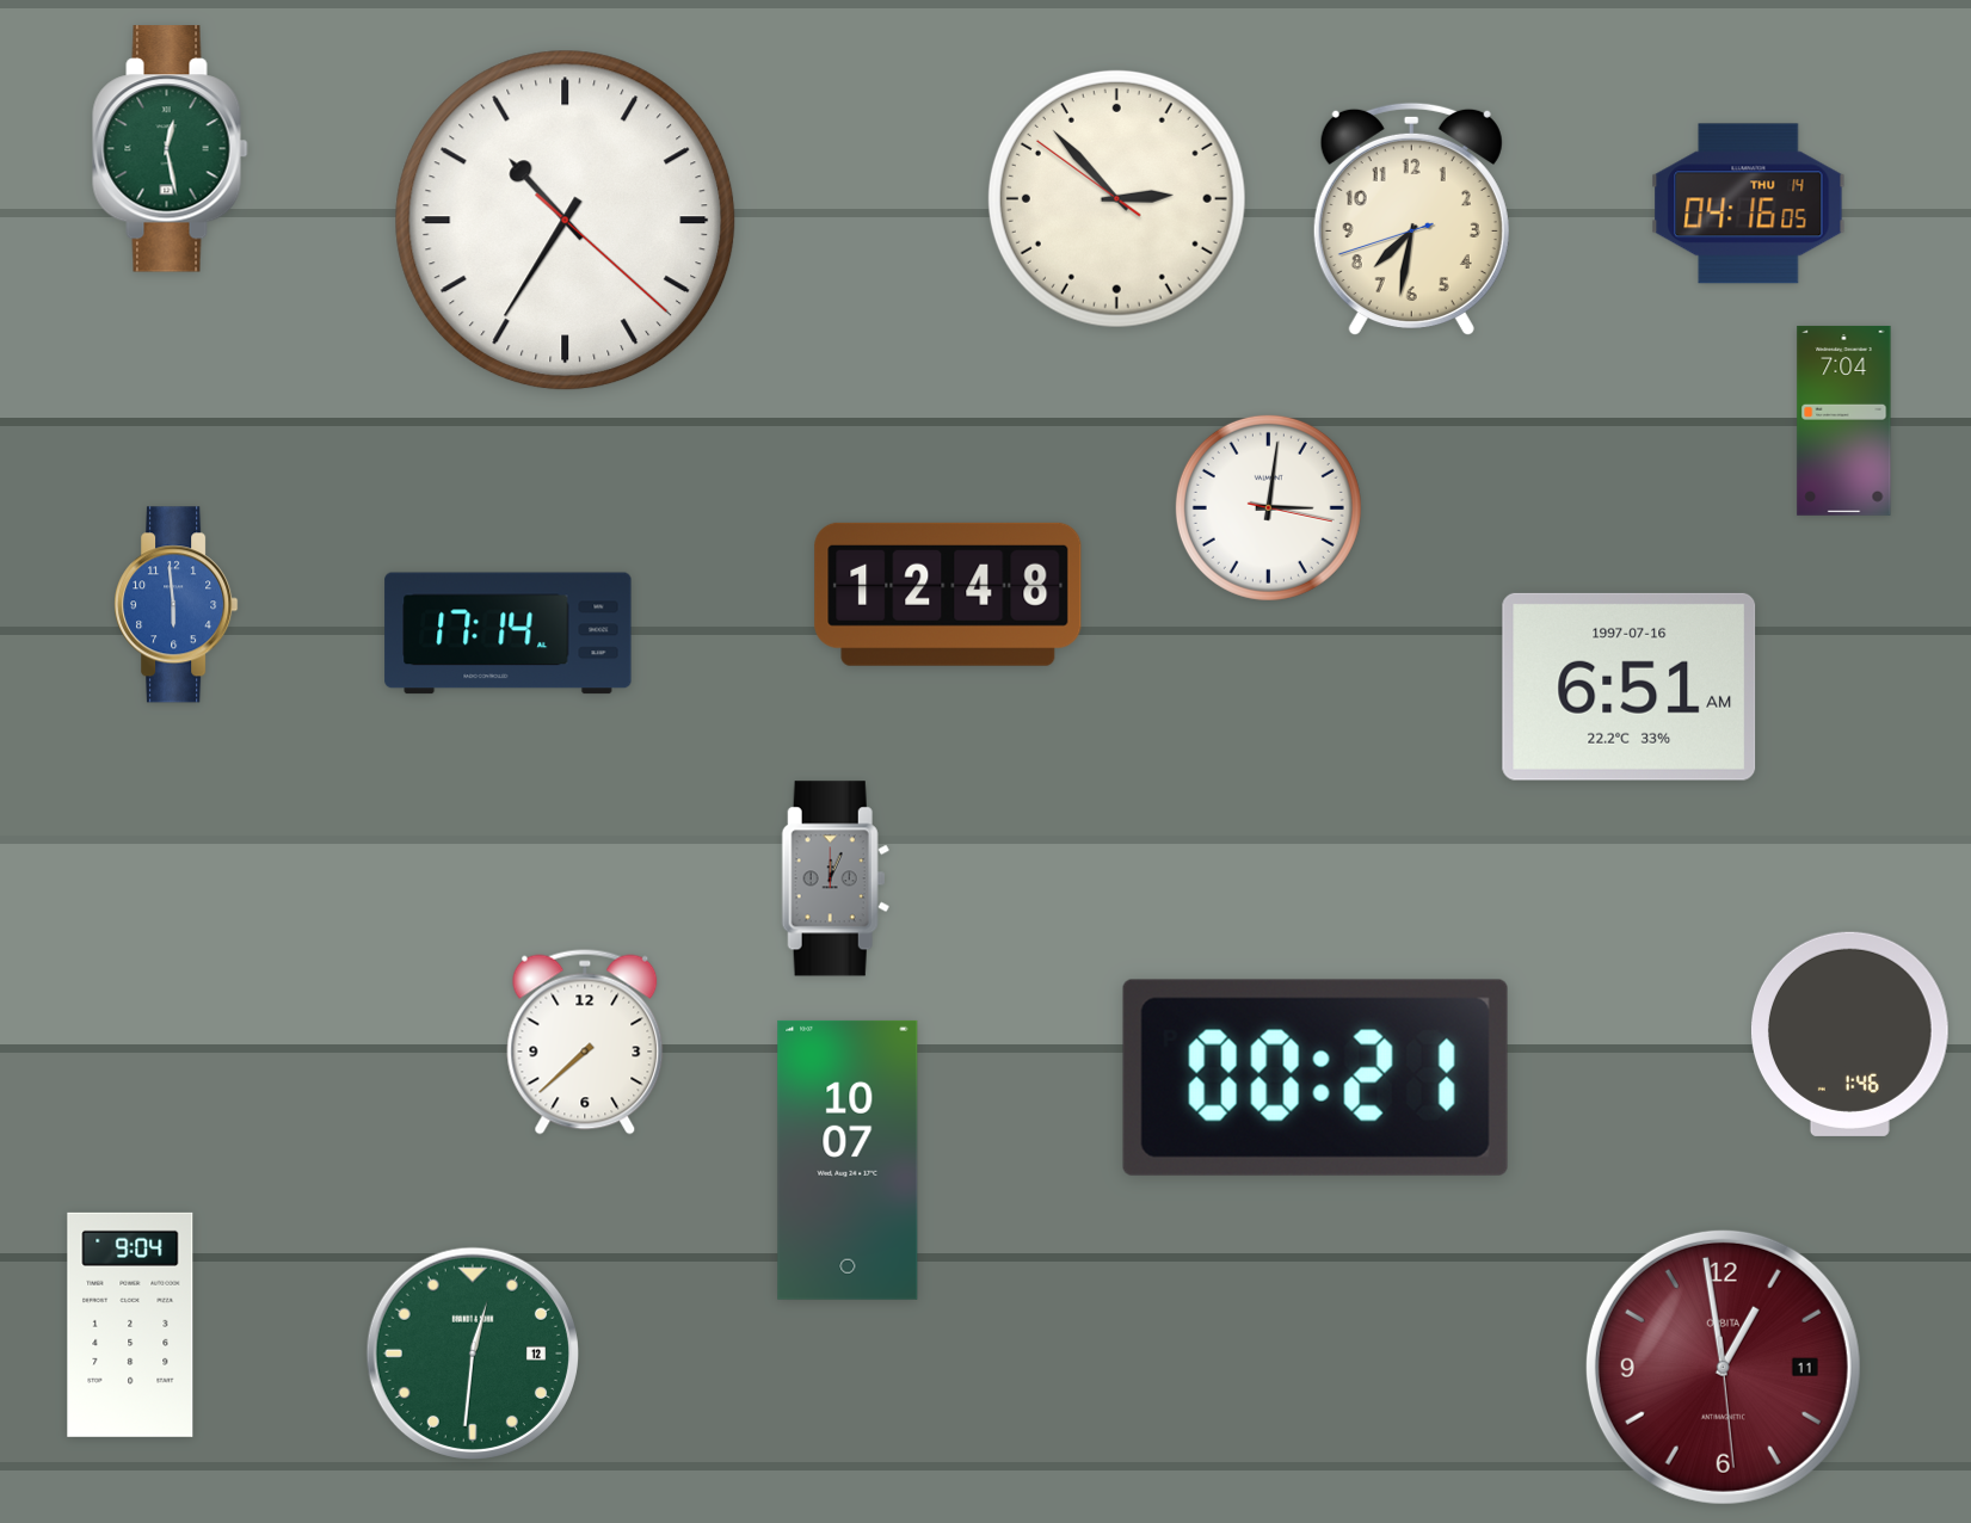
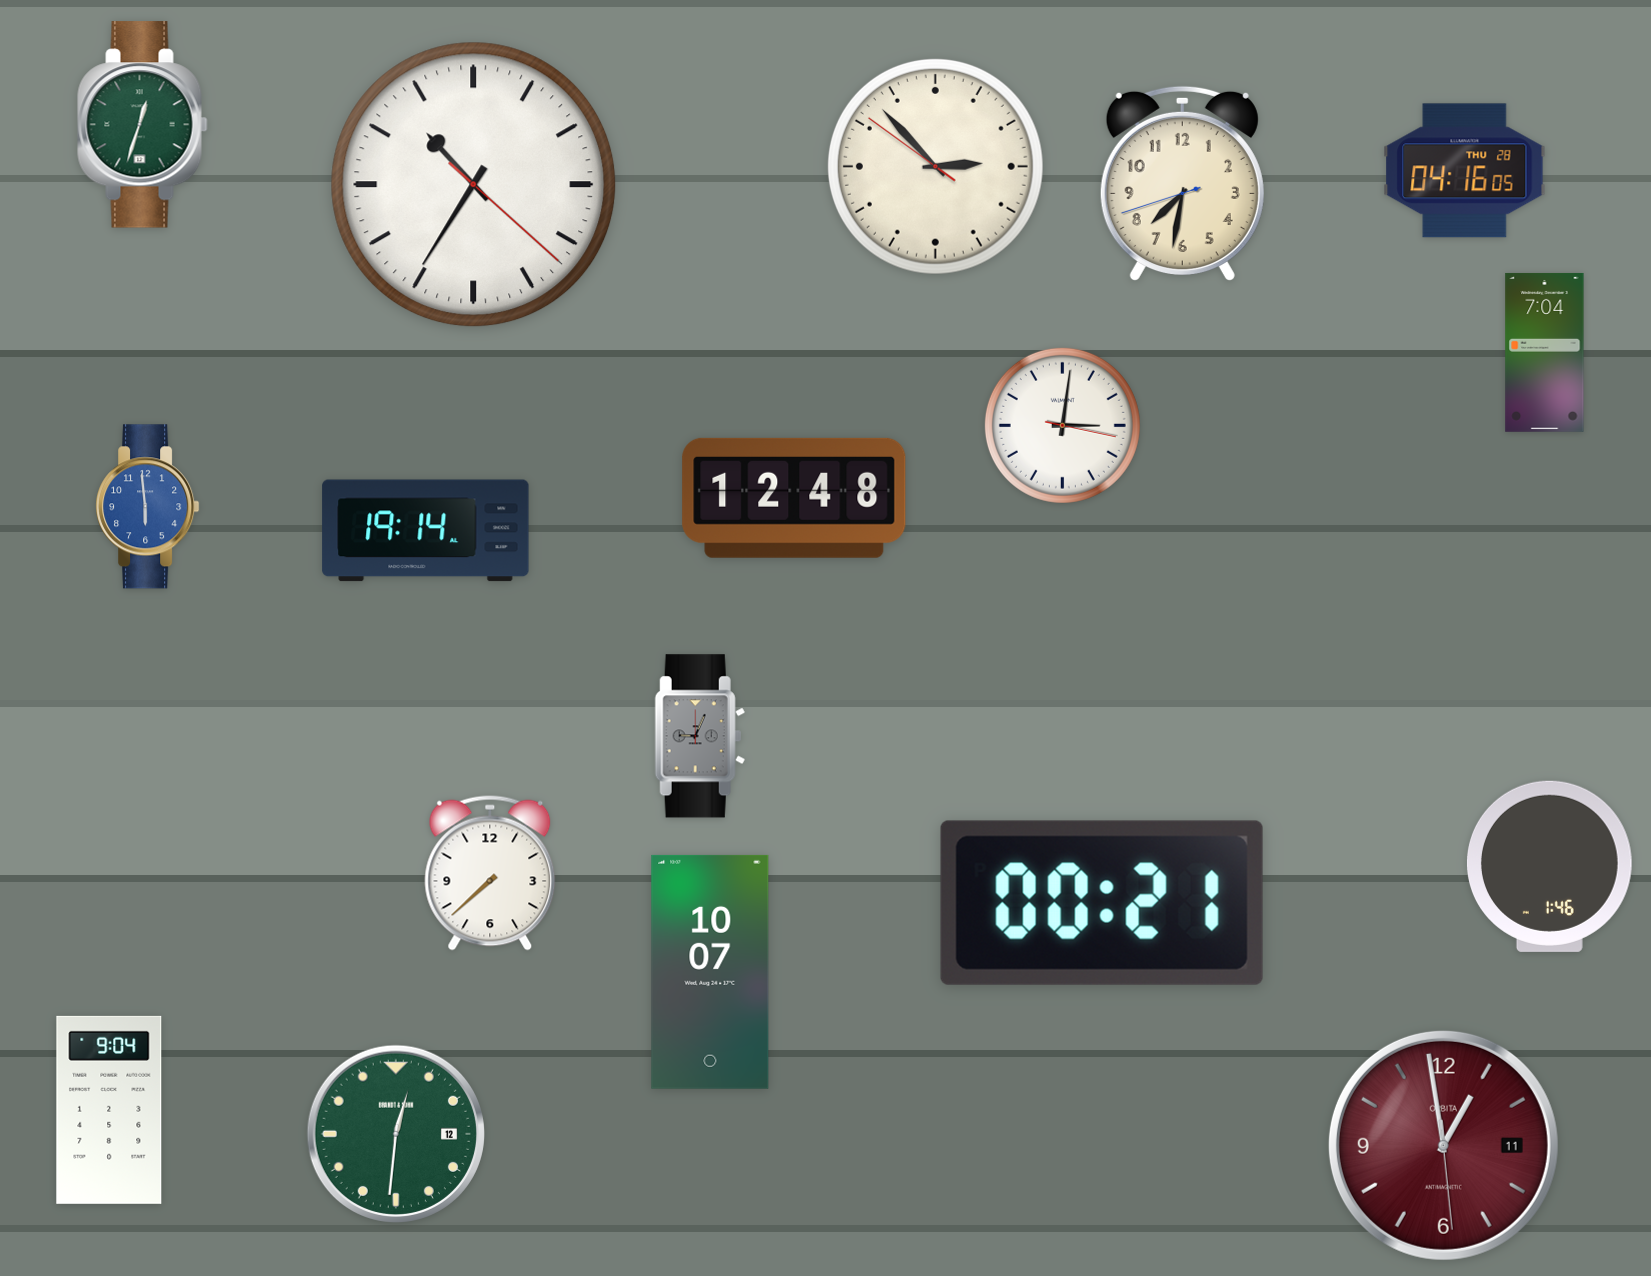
clock at (171, 149): 12:28 -> 12:33
clock at (1749, 204) date: THU 14 -> THU 28
clock at (509, 634): 17:14 -> 19:14
clock at (1630, 686): 6:51 -> none
clock at (836, 878): 12:04 -> 9:04
